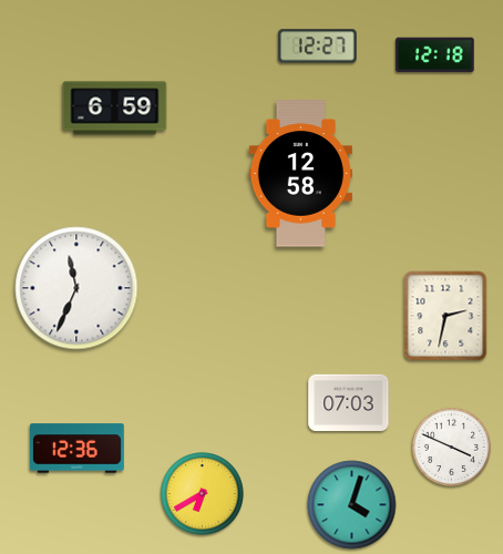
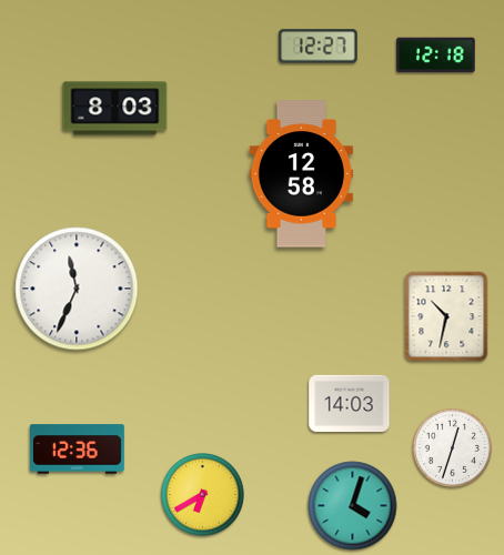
clock at (115, 109): 6:59 -> 8:03
clock at (445, 316): 2:32 -> 10:32
clock at (349, 402): 07:03 -> 14:03
clock at (451, 447): 3:49 -> 12:33
